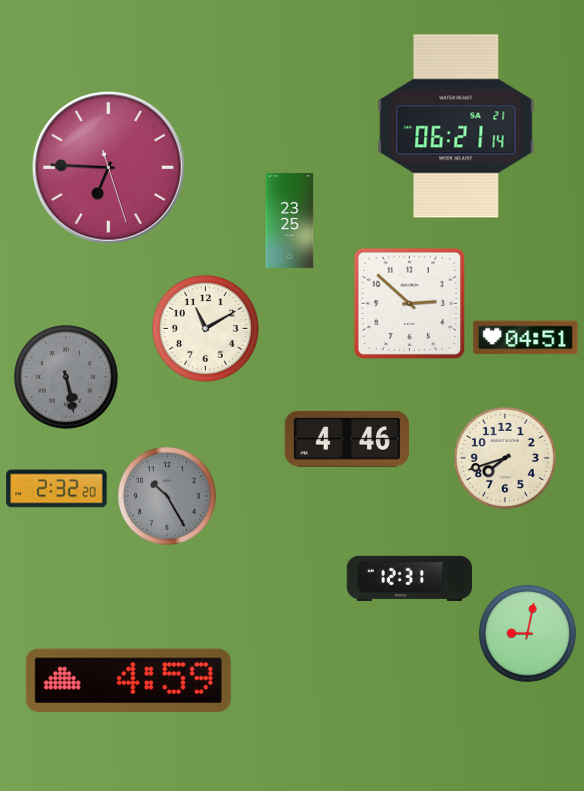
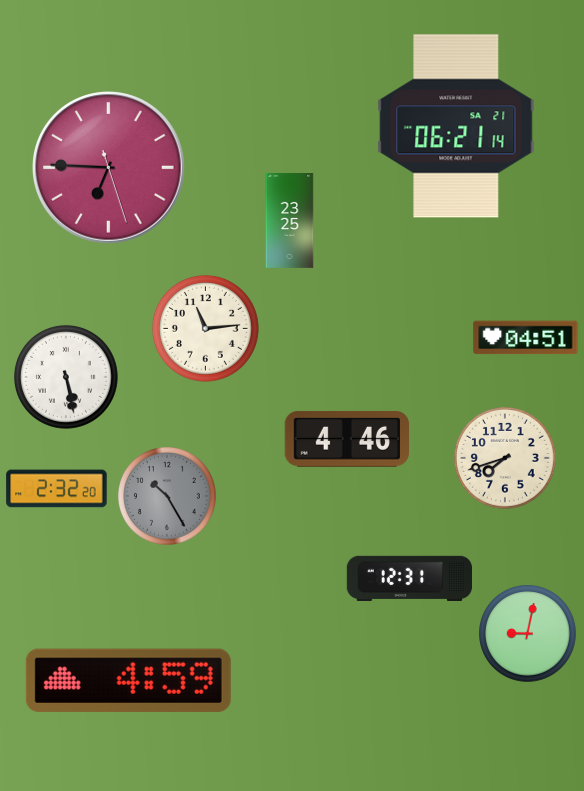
clock at (410, 304): 2:52 -> none
clock at (205, 328): 11:10 -> 11:14
clock at (66, 377) dial: grey -> white
